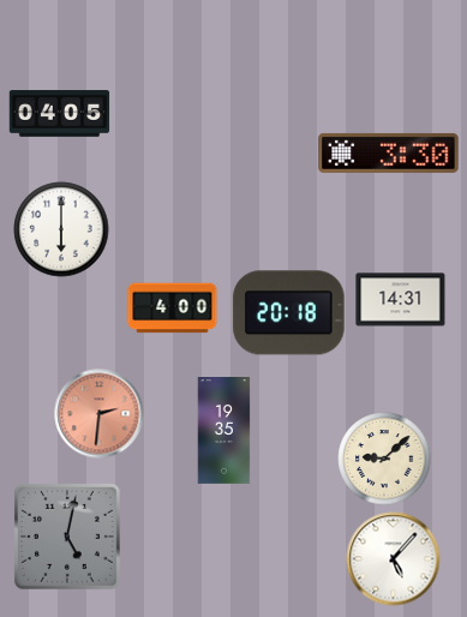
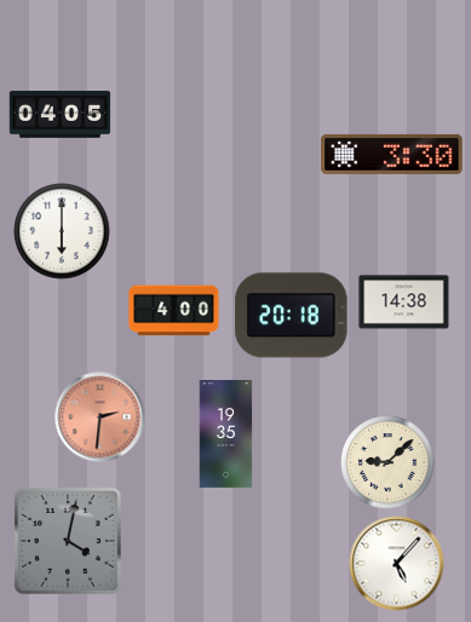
clock at (401, 300): 14:31 -> 14:38
clock at (67, 537): 5:02 -> 4:02
